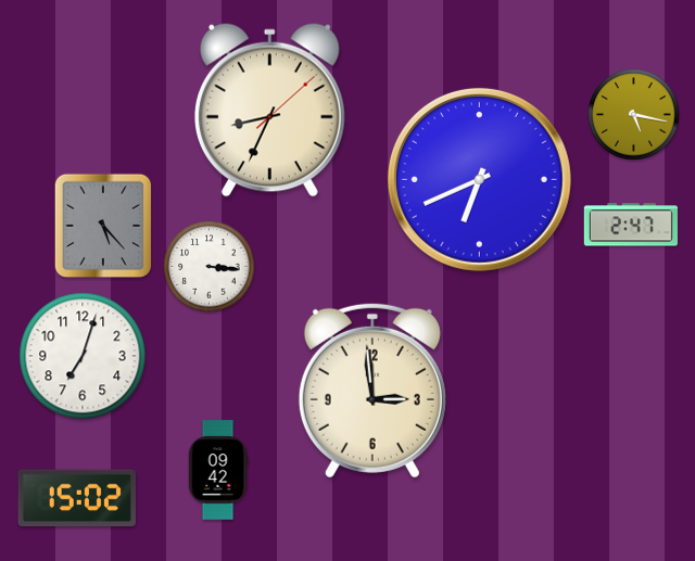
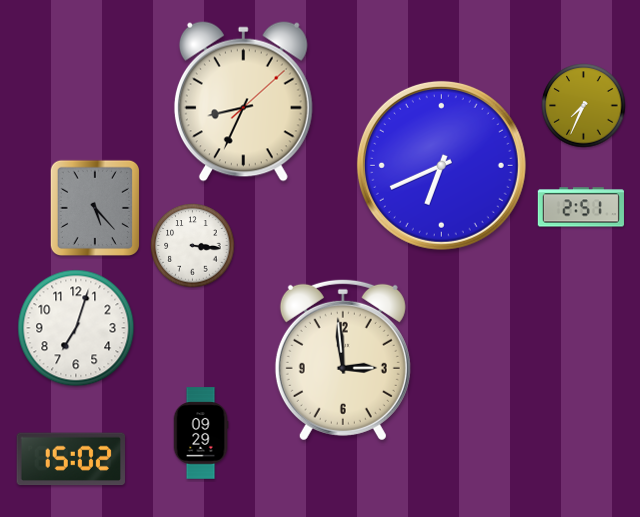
clock at (269, 111) position: (269, 111) -> (243, 102)
clock at (634, 115): 5:17 -> 7:34
clock at (631, 225): 2:47 -> 2:51
clock at (218, 470): 09:42 -> 09:29
